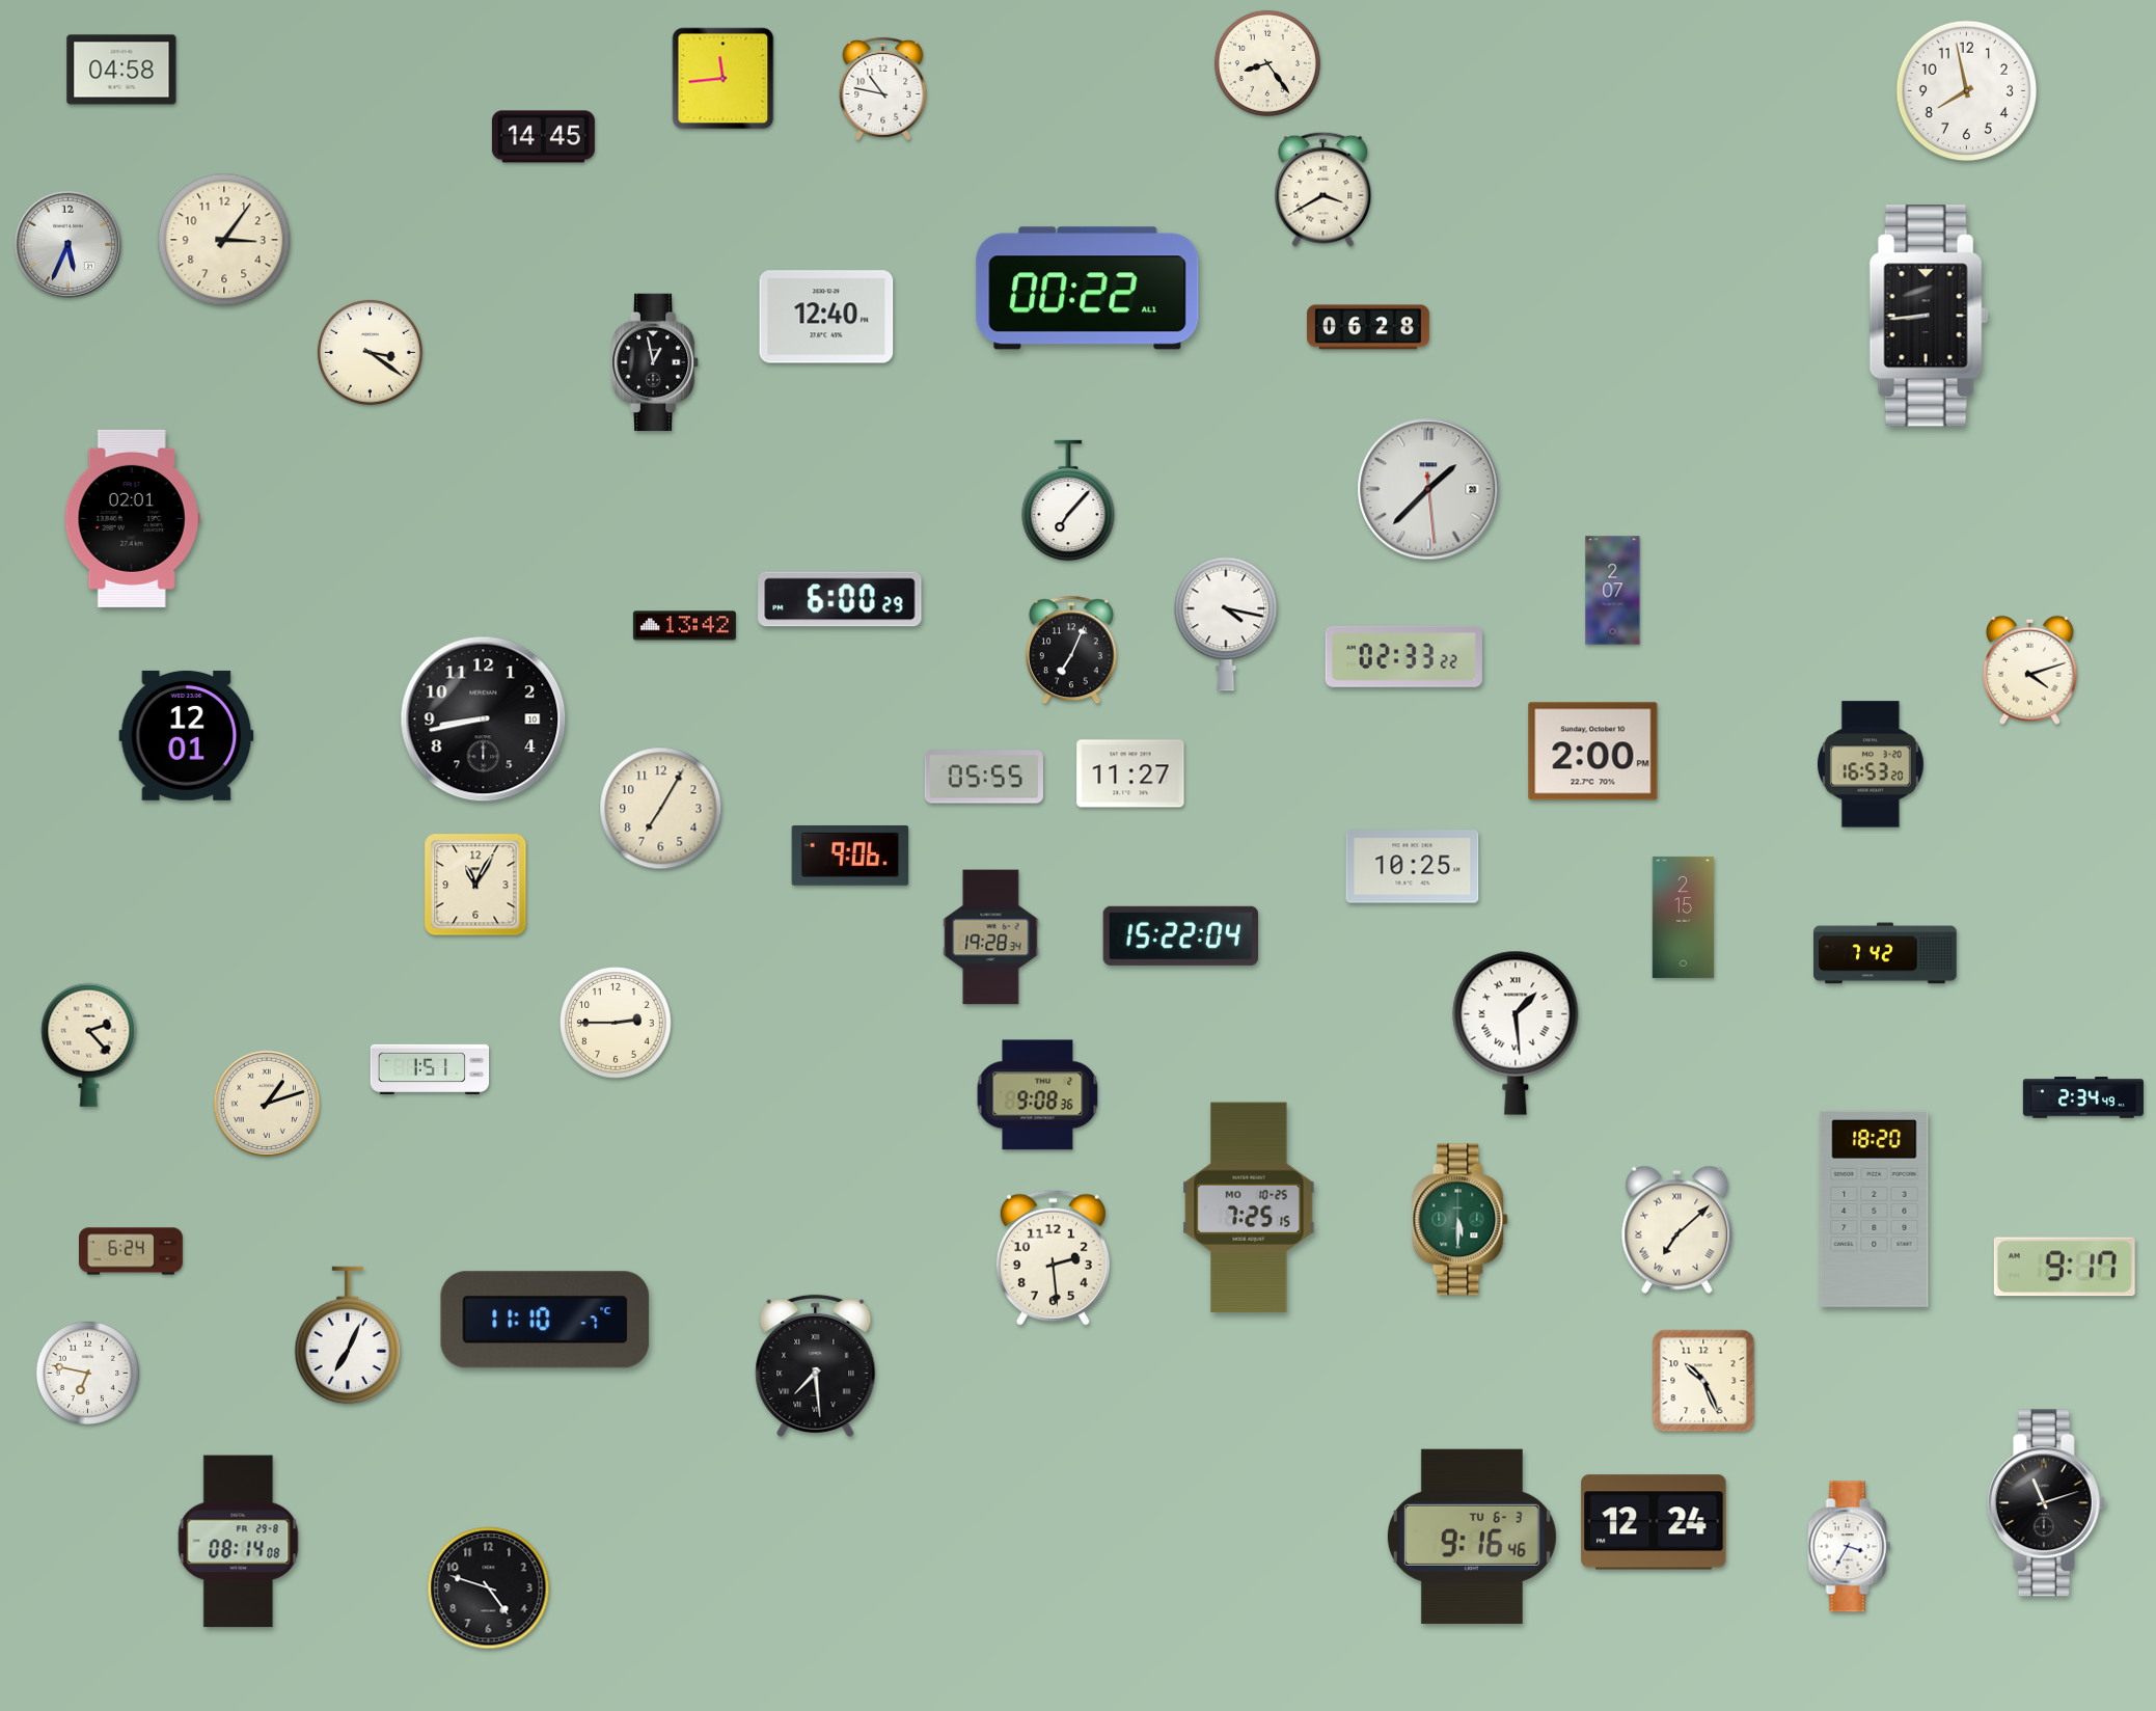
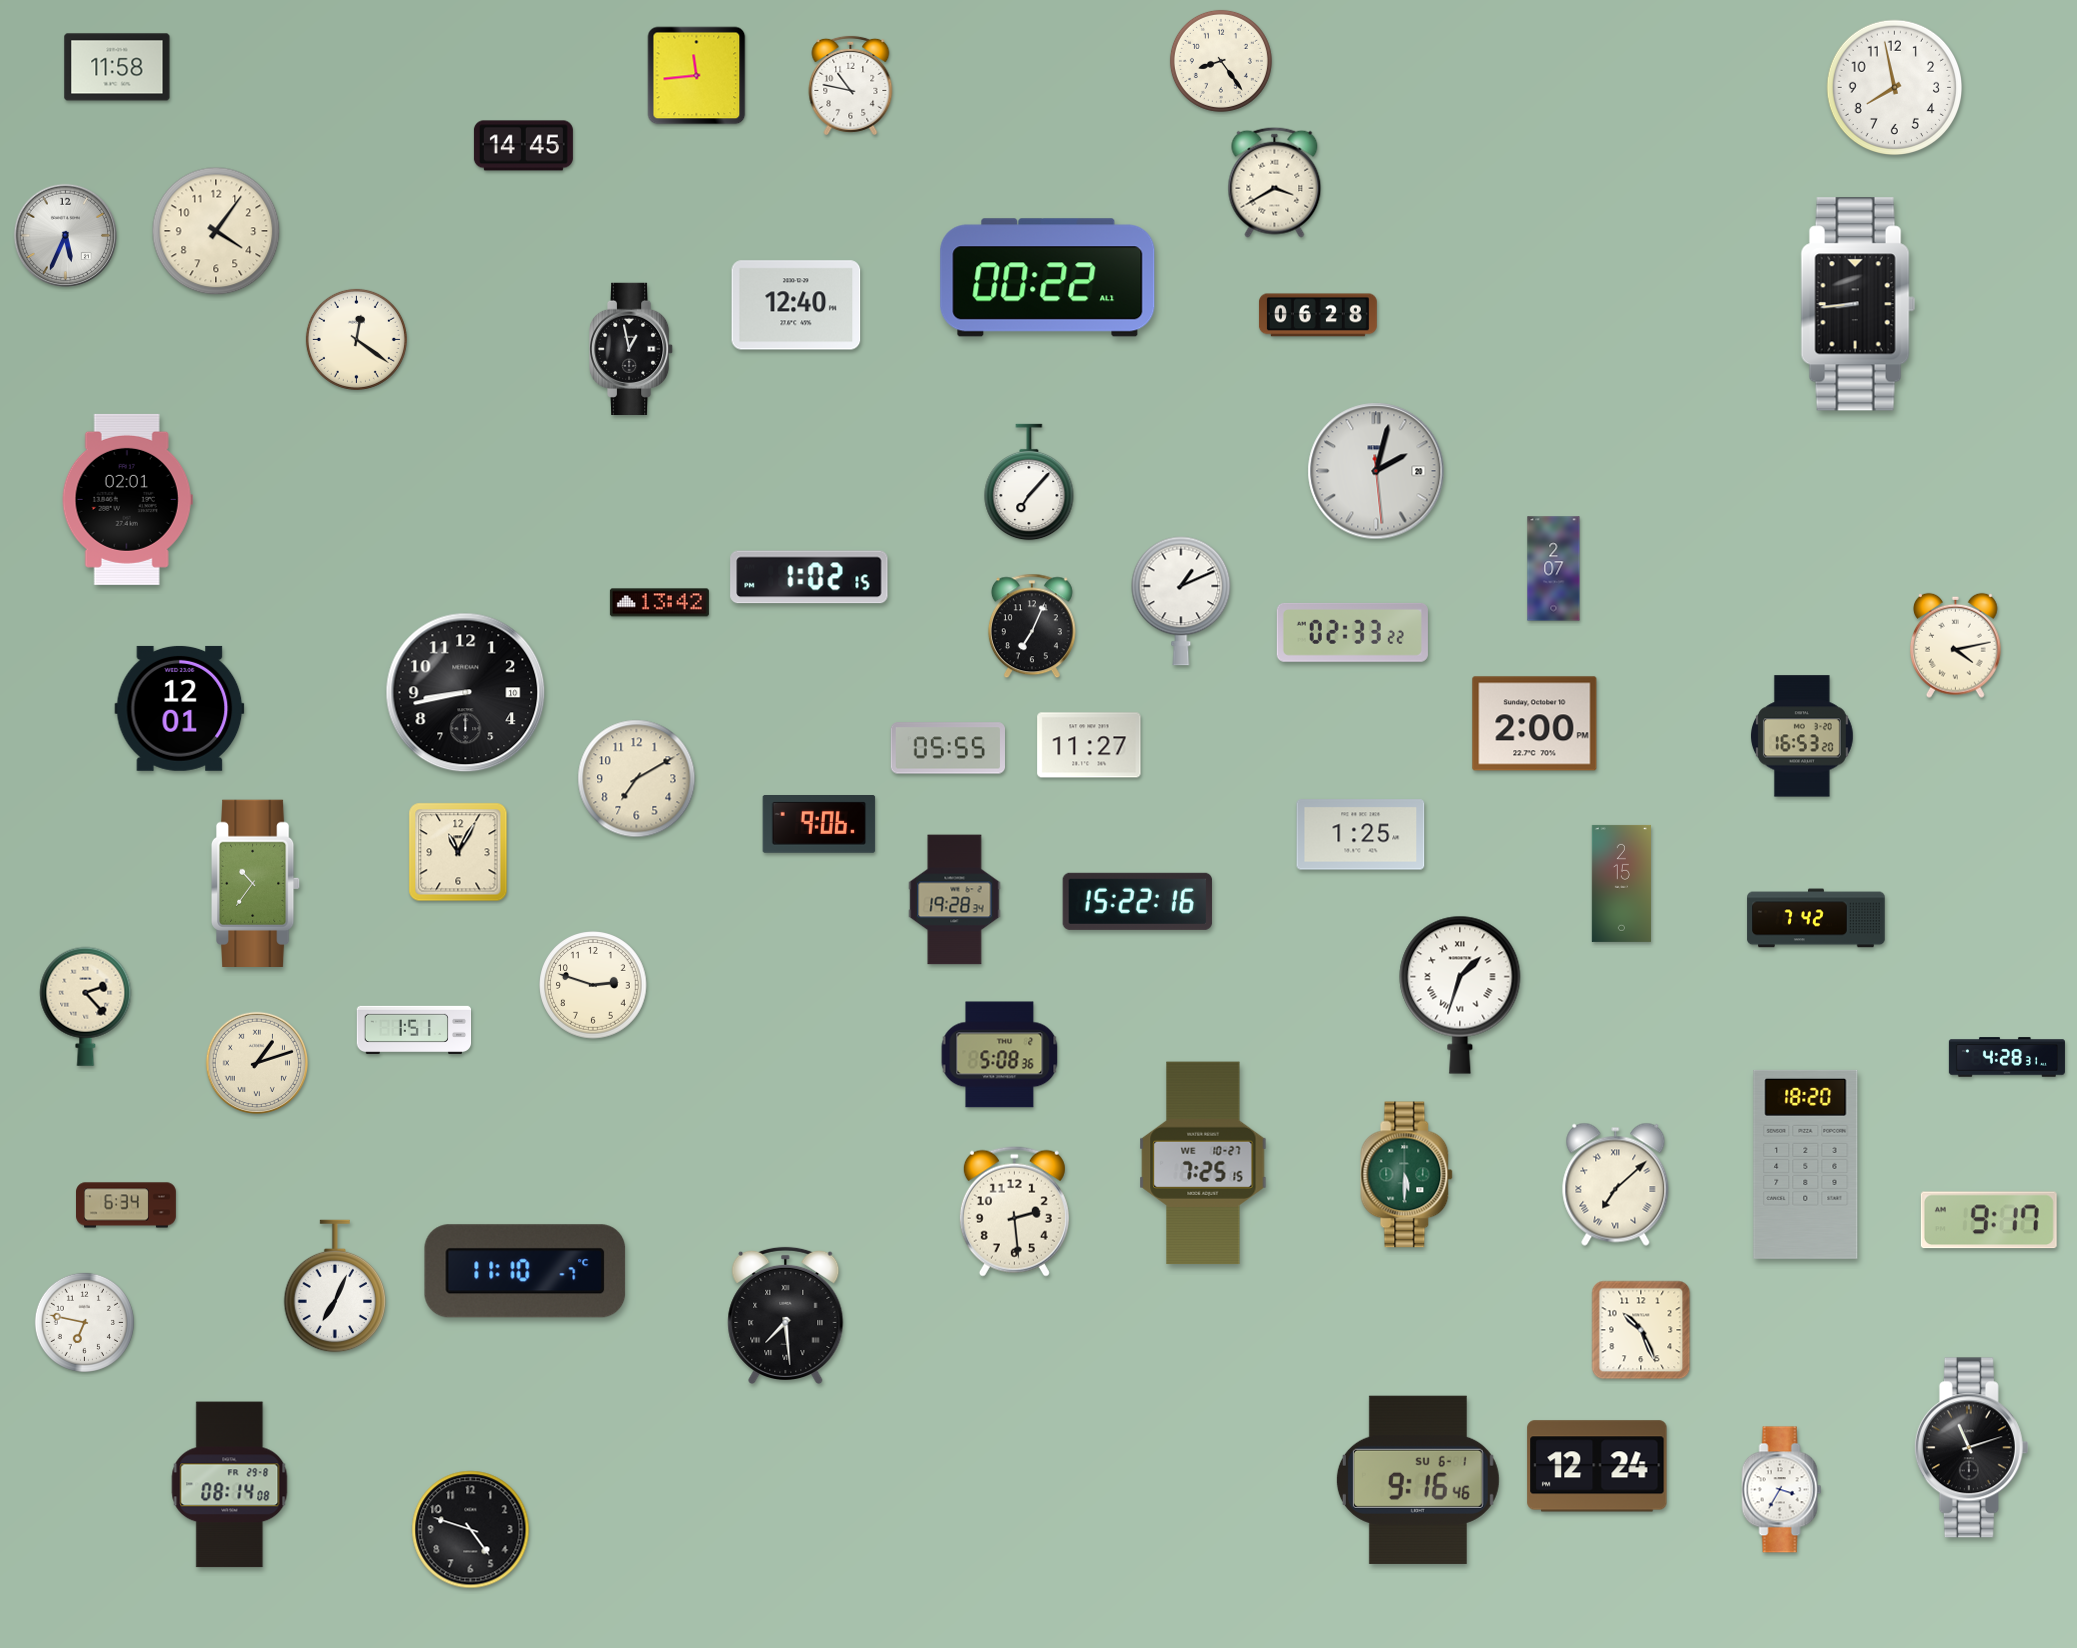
clock at (121, 70): 04:58 -> 11:58
clock at (543, 137) position: (543, 137) -> (523, 146)
clock at (224, 240): 3:06 -> 4:06
clock at (370, 352): 3:21 -> 12:21
clock at (1428, 489): 1:37 -> 2:02
clock at (840, 599): 6:00 -> 1:02
clock at (1226, 624): 4:17 -> 1:11
clock at (2030, 670): 4:12 -> 4:13
clock at (661, 809): 7:05 -> 7:10
clock at (1413, 867): 10:25 -> 1:25
clock at (256, 883): none -> 10:36
clock at (1180, 935): 15:22:04 -> 15:22:16
clock at (991, 938) position: (991, 938) -> (955, 900)
clock at (616, 1023): 2:45 -> 2:48
clock at (1516, 1033): 1:29 -> 1:33
clock at (1038, 1095): 9:08 -> 5:08
clock at (2083, 1097): 2:34 -> 4:28
clock at (1249, 1207) date: MO 10-25 -> WE 10-27
clock at (132, 1251): 6:24 -> 6:34
clock at (1654, 1522) position: (1654, 1522) -> (1597, 1466)
clock at (1472, 1537) date: TU 6-3 -> SU 6-1
